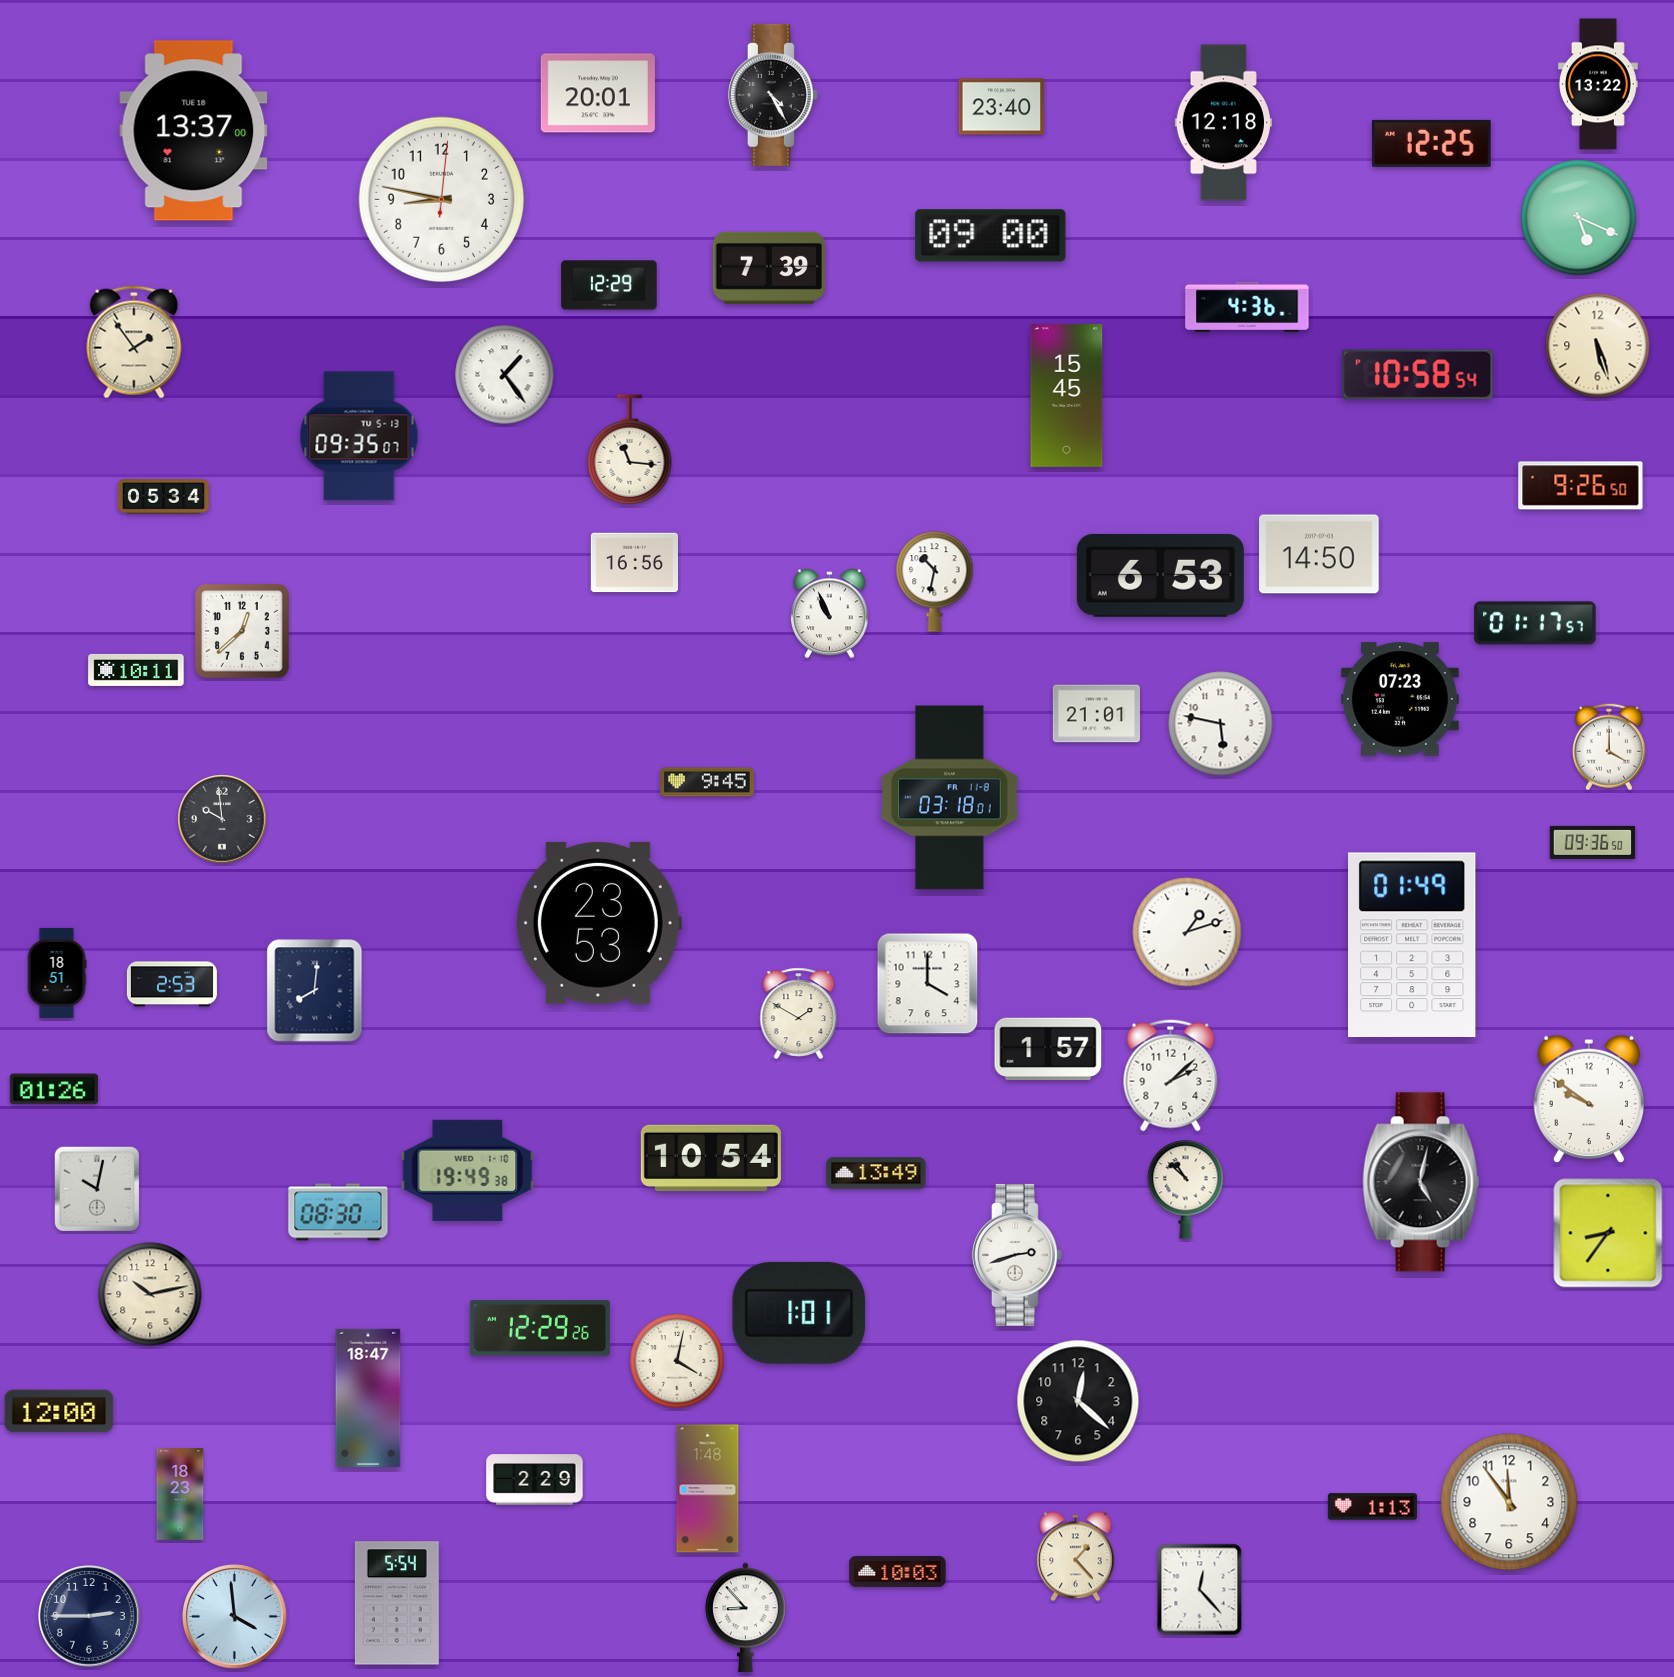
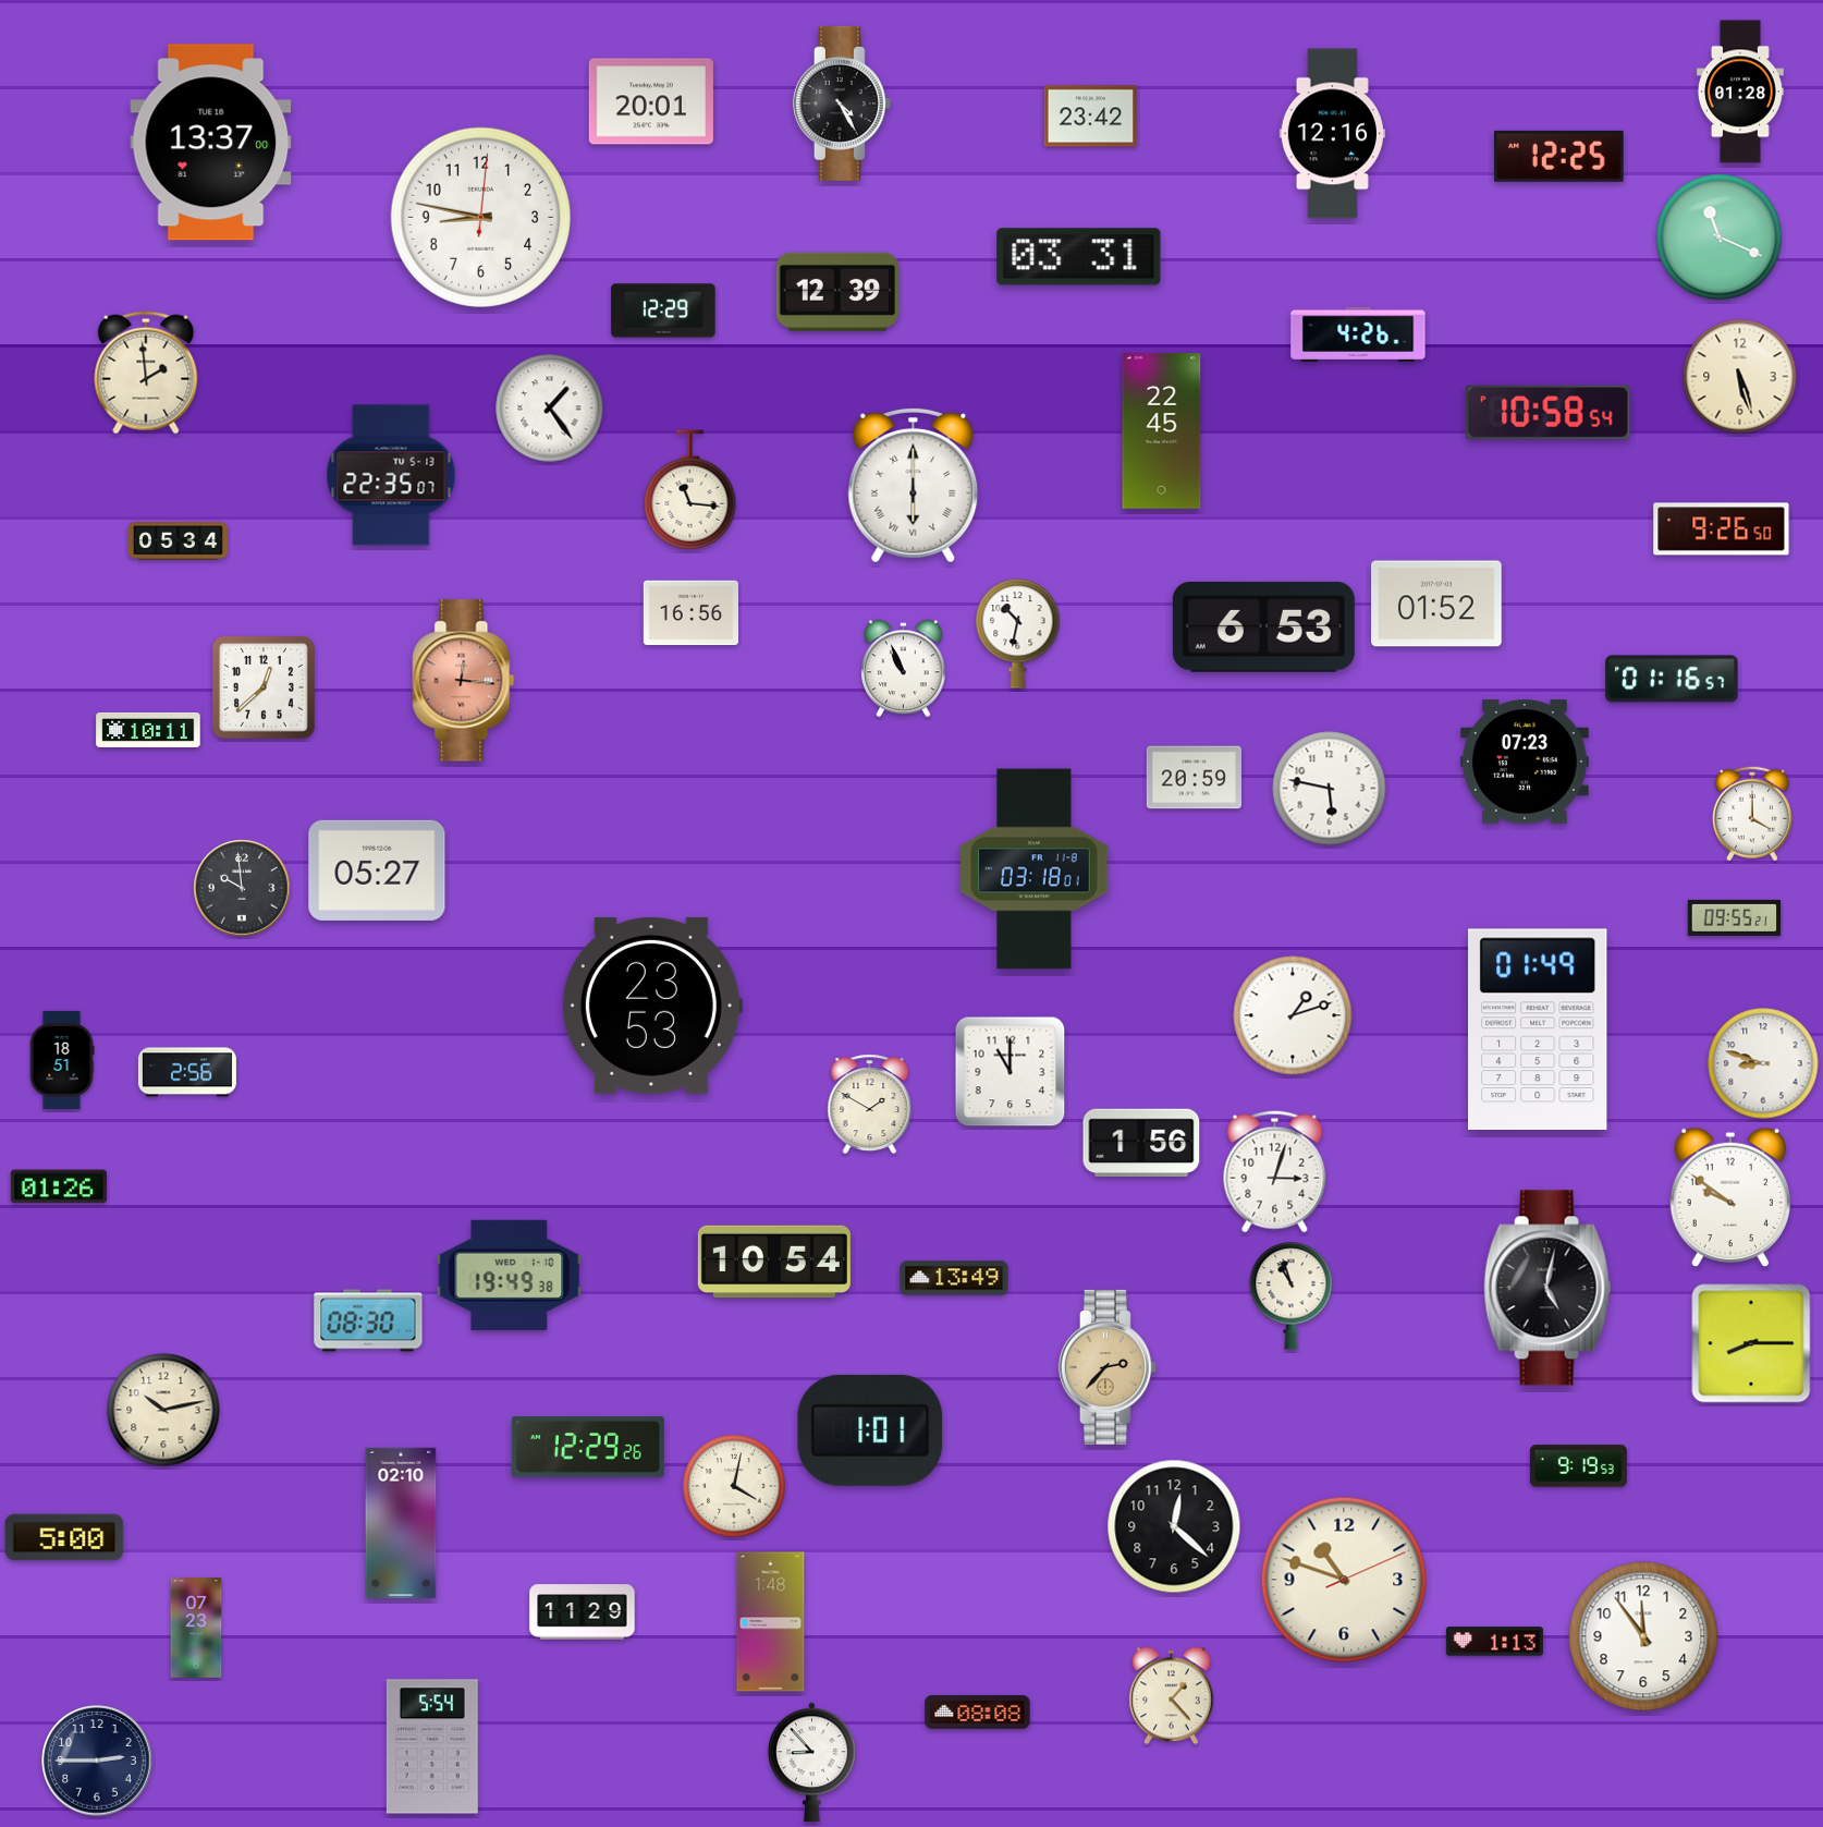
clock at (1598, 84): 13:22 -> 01:28
clock at (1002, 107): 23:40 -> 23:42
clock at (1223, 123): 12:18 -> 12:16
clock at (1579, 218): 5:19 -> 11:19
clock at (991, 236): 09:00 -> 03:31
clock at (768, 268): 7:39 -> 12:39
clock at (1247, 306): 4:36 -> 4:26
clock at (134, 342): 1:54 -> 1:59
clock at (1418, 375) position: (1418, 375) -> (1549, 413)
clock at (1067, 395): 15:45 -> 22:45
clock at (359, 436): 09:35 -> 22:35
clock at (914, 485): none -> 6:00
clock at (630, 450) position: (630, 450) -> (690, 490)
clock at (1319, 554): 14:50 -> 01:52
clock at (1535, 623): 01:17 -> 01:16
clock at (464, 681): none -> 12:16
clock at (1096, 714): 21:01 -> 20:59
clock at (707, 782): 9:45 -> none
clock at (377, 870): none -> 05:27
clock at (222, 819) position: (222, 819) -> (242, 888)
clock at (1593, 842): 09:36 -> 09:55
clock at (1763, 1063): none -> 8:48
clock at (172, 984): 2:53 -> 2:56
clock at (928, 984): 4:00 -> 11:00
clock at (315, 991): 8:01 -> none
clock at (1048, 1049): 1:57 -> 1:56
clock at (1171, 1076): 2:08 -> 3:03
clock at (97, 1189): 10:02 -> none
clock at (1186, 1190): 10:52 -> 10:57
clock at (1608, 1233): 8:36 -> 8:15
clock at (1017, 1255): 2:42 -> 2:37
clock at (1017, 1255) dial: white -> champagne
clock at (1578, 1466): none -> 9:19
clock at (677, 1361) position: (677, 1361) -> (734, 1486)
clock at (368, 1397): 18:47 -> 02:10
clock at (59, 1411): 12:00 -> 5:00
clock at (1344, 1580): none -> 10:48
clock at (535, 1480): 2:29 -> 11:29
clock at (180, 1495): 18:23 -> 07:23
clock at (898, 1571): 10:03 -> 08:08
clock at (1200, 1590): 12:23 -> none
clock at (235, 1617): 3:59 -> none
